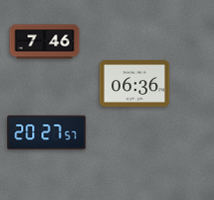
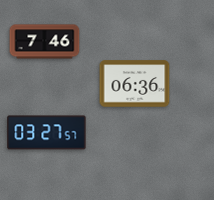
clock at (47, 133): 20:27 -> 03:27
